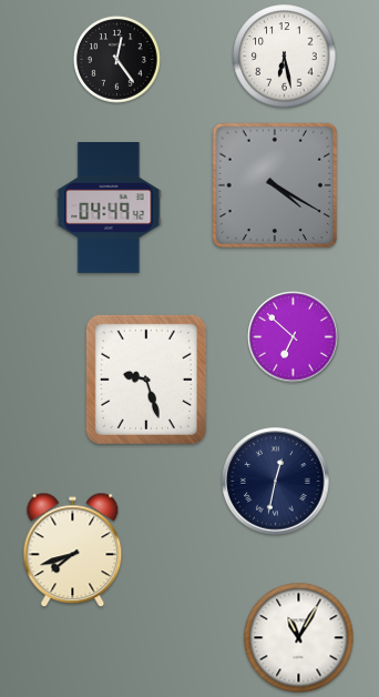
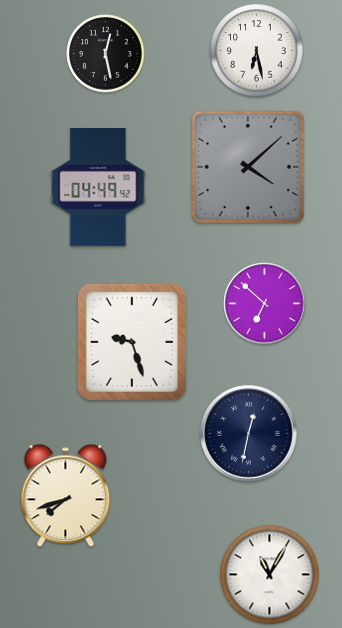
clock at (117, 60): 12:24 -> 12:28
clock at (275, 185): 4:20 -> 4:08
